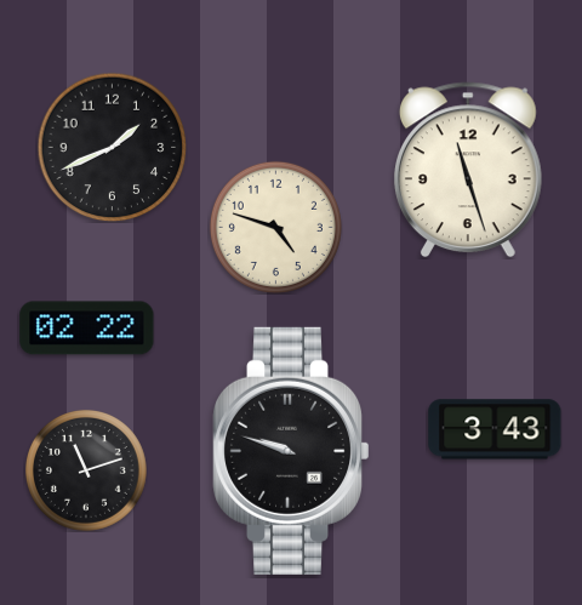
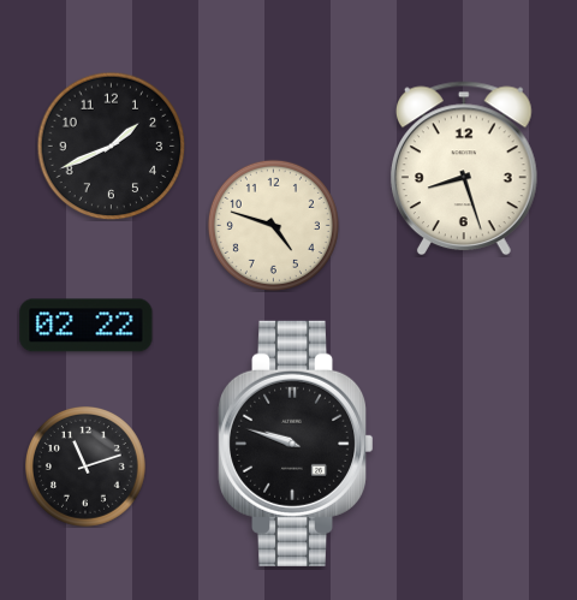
clock at (468, 170): 11:27 -> 8:27
clock at (495, 429): 3:43 -> none
clock at (292, 451) position: (292, 451) -> (297, 444)
